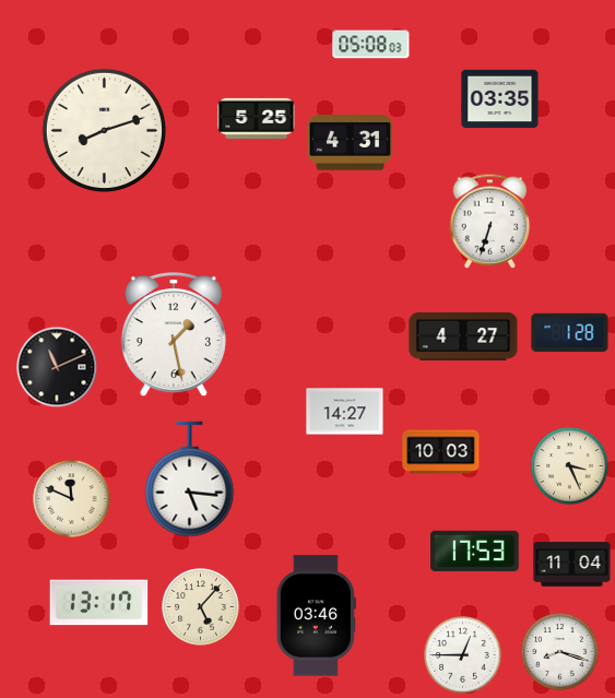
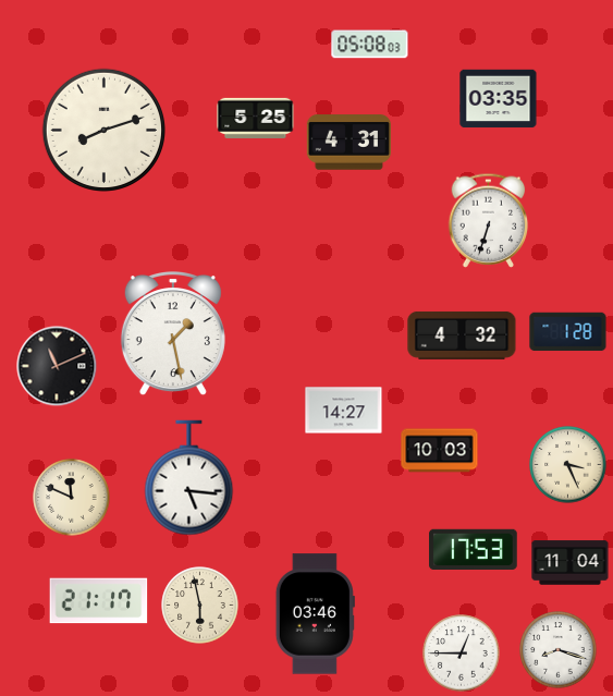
clock at (463, 336): 4:27 -> 4:32
clock at (99, 603): 13:17 -> 21:17
clock at (201, 607): 5:07 -> 5:58
